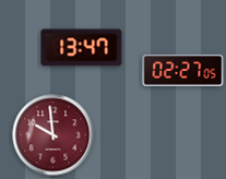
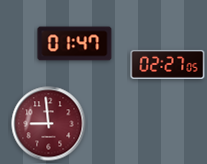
clock at (82, 48): 13:47 -> 01:47
clock at (53, 135): 9:59 -> 8:59
